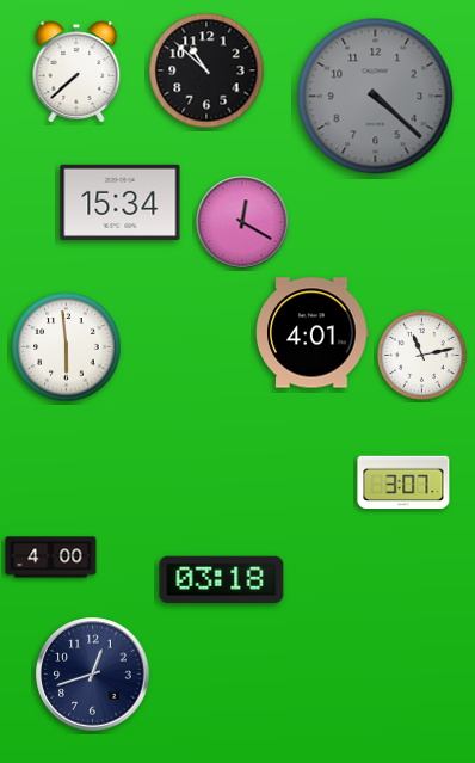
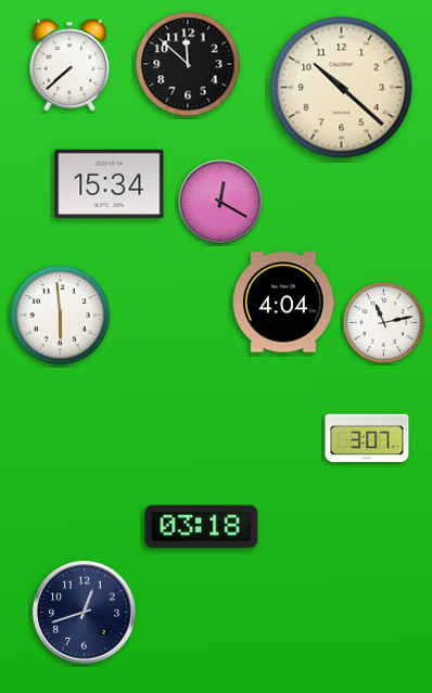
clock at (206, 70): 10:52 -> 11:52
clock at (376, 97): 4:22 -> 10:22
clock at (376, 97) dial: grey -> cream
clock at (313, 333): 4:01 -> 4:04
clock at (51, 558): 4:00 -> none
